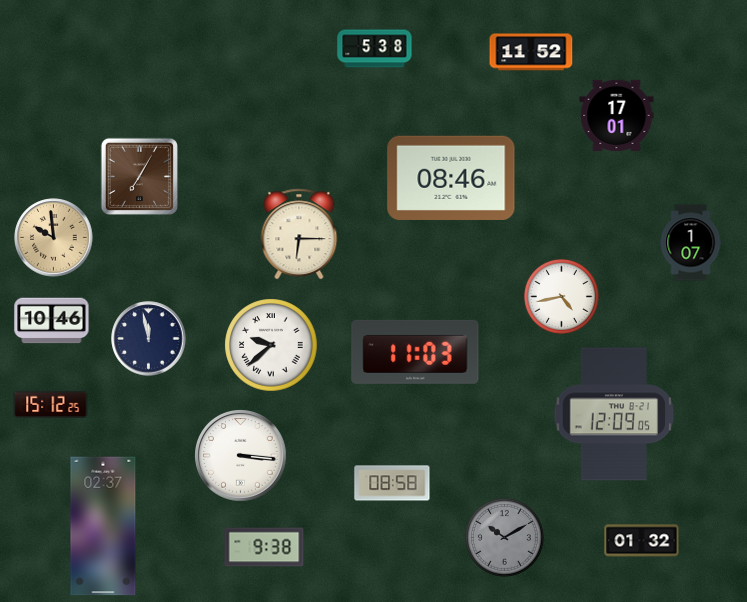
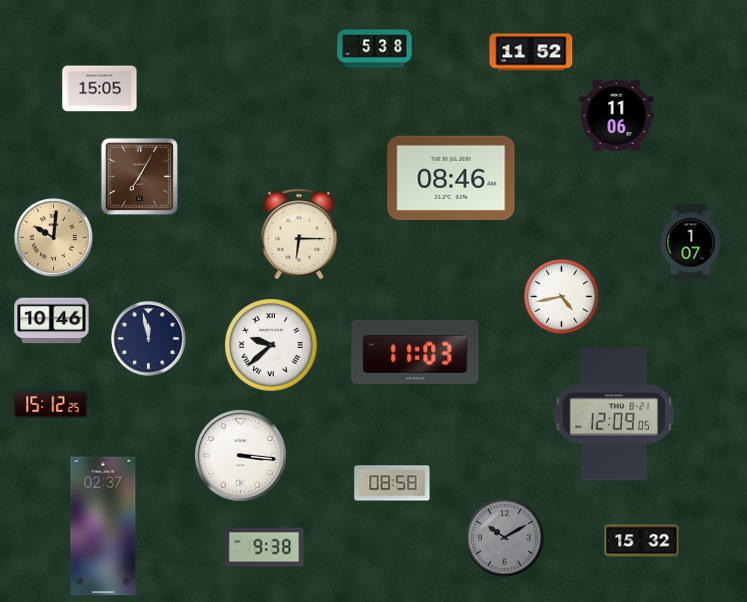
clock at (100, 89): none -> 15:05
clock at (617, 116): 17:01 -> 11:06
clock at (54, 238): 9:59 -> 10:01
clock at (642, 541): 01:32 -> 15:32
